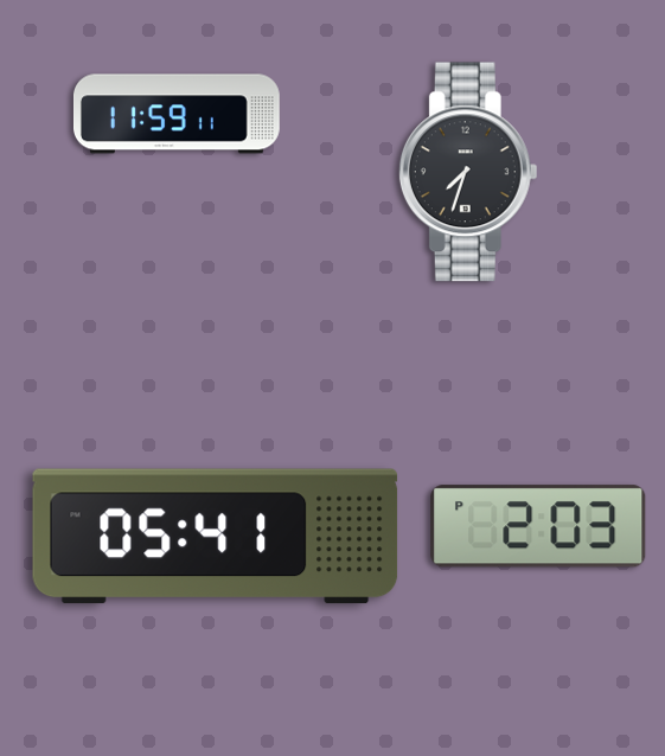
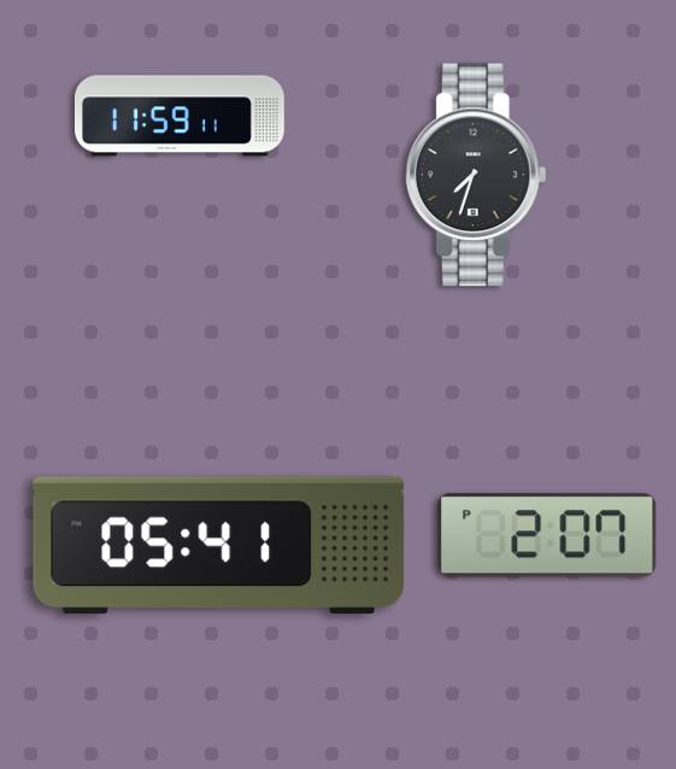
clock at (538, 526): 2:03 -> 2:07
